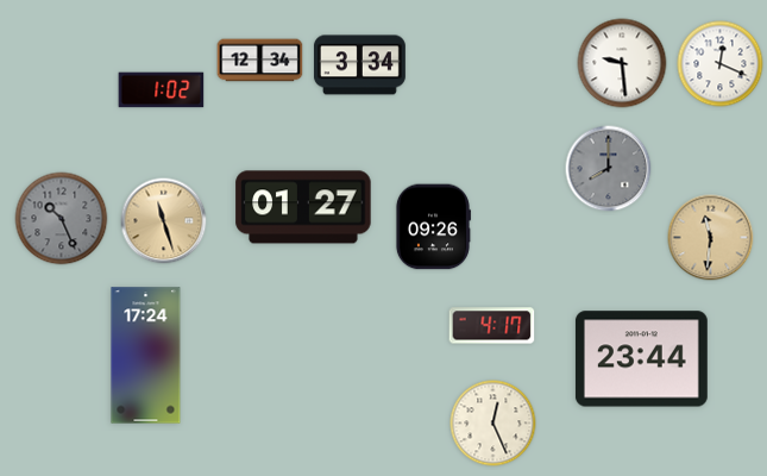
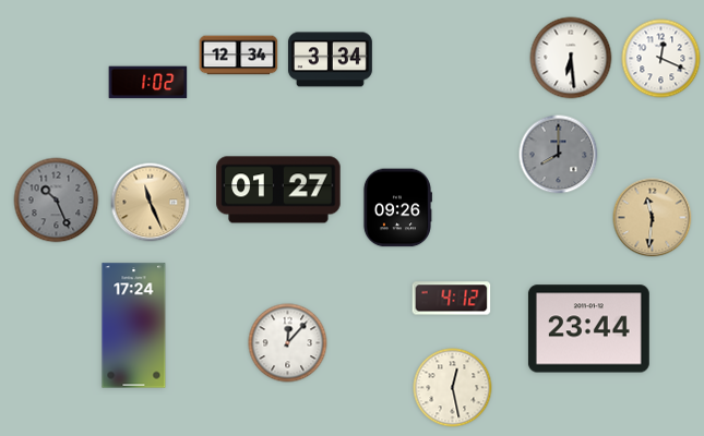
clock at (622, 63): 9:29 -> 6:29
clock at (164, 221): 11:27 -> 11:26
clock at (492, 326): 4:17 -> 4:12
clock at (288, 343): none -> 12:07
clock at (493, 424): 12:26 -> 12:28
